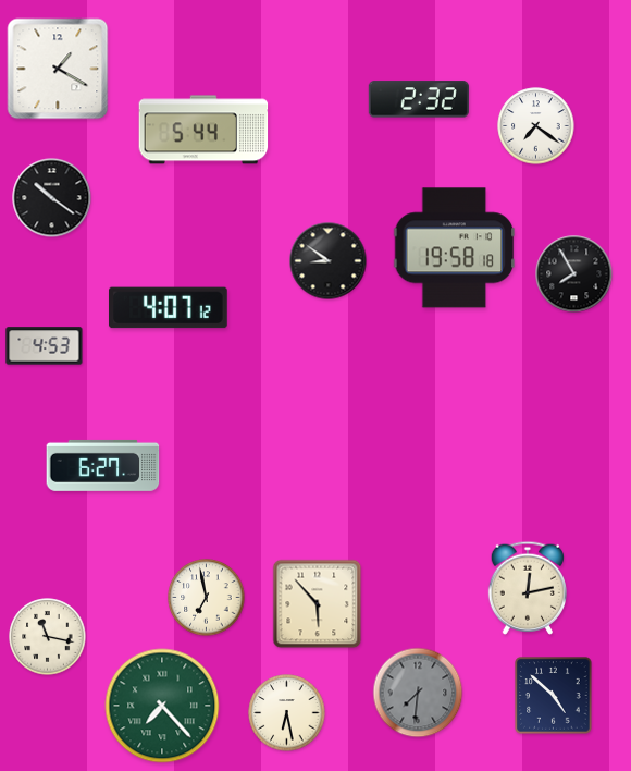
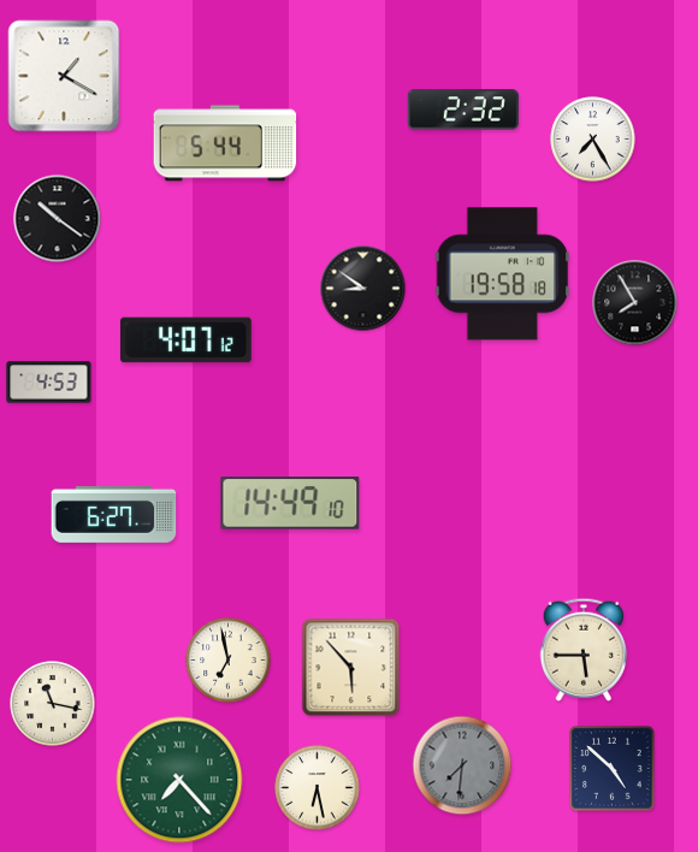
clock at (536, 126): 7:21 -> 7:25
clock at (290, 503): none -> 14:49
clock at (527, 588): 12:13 -> 5:45
